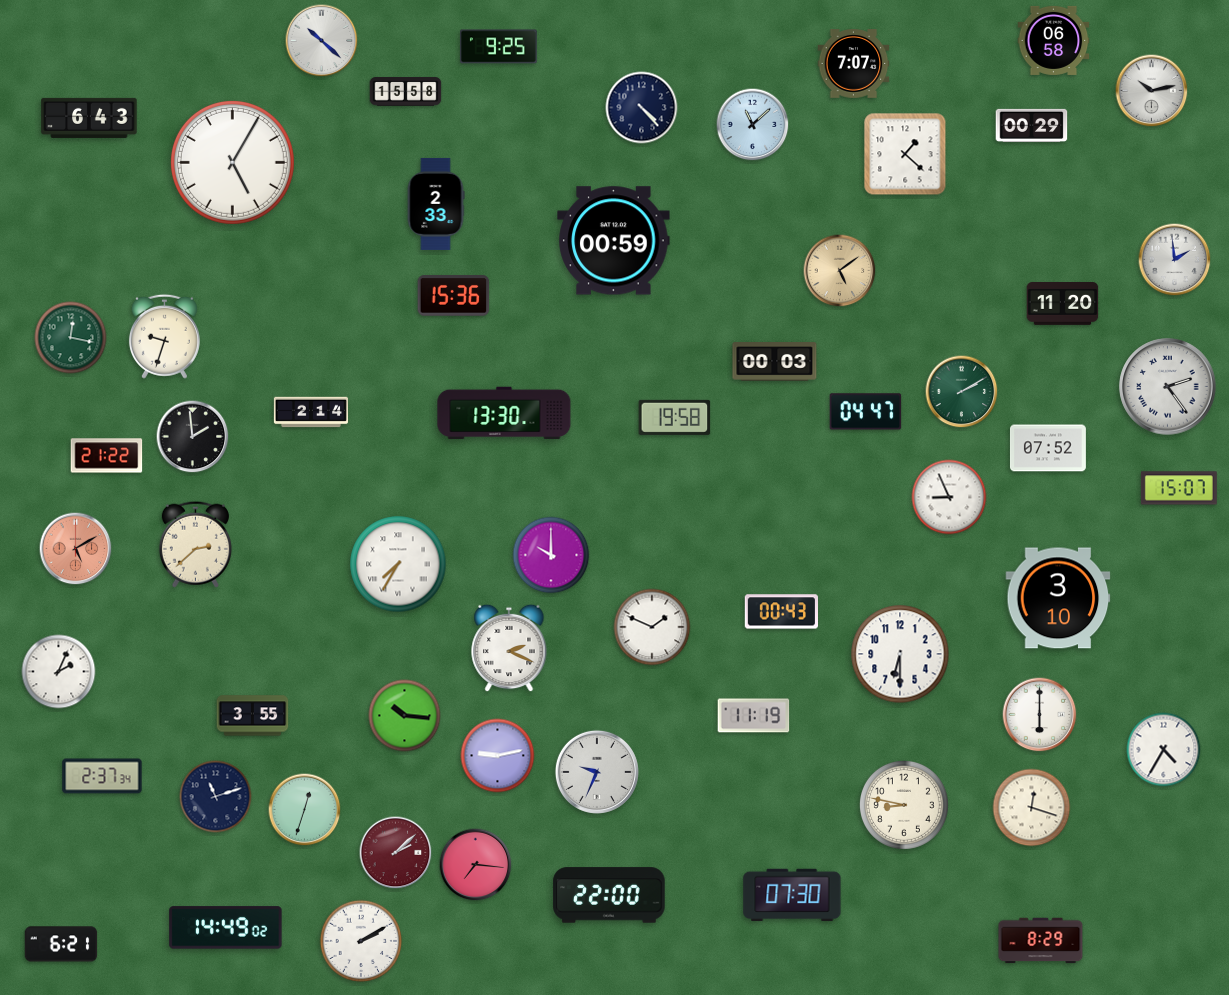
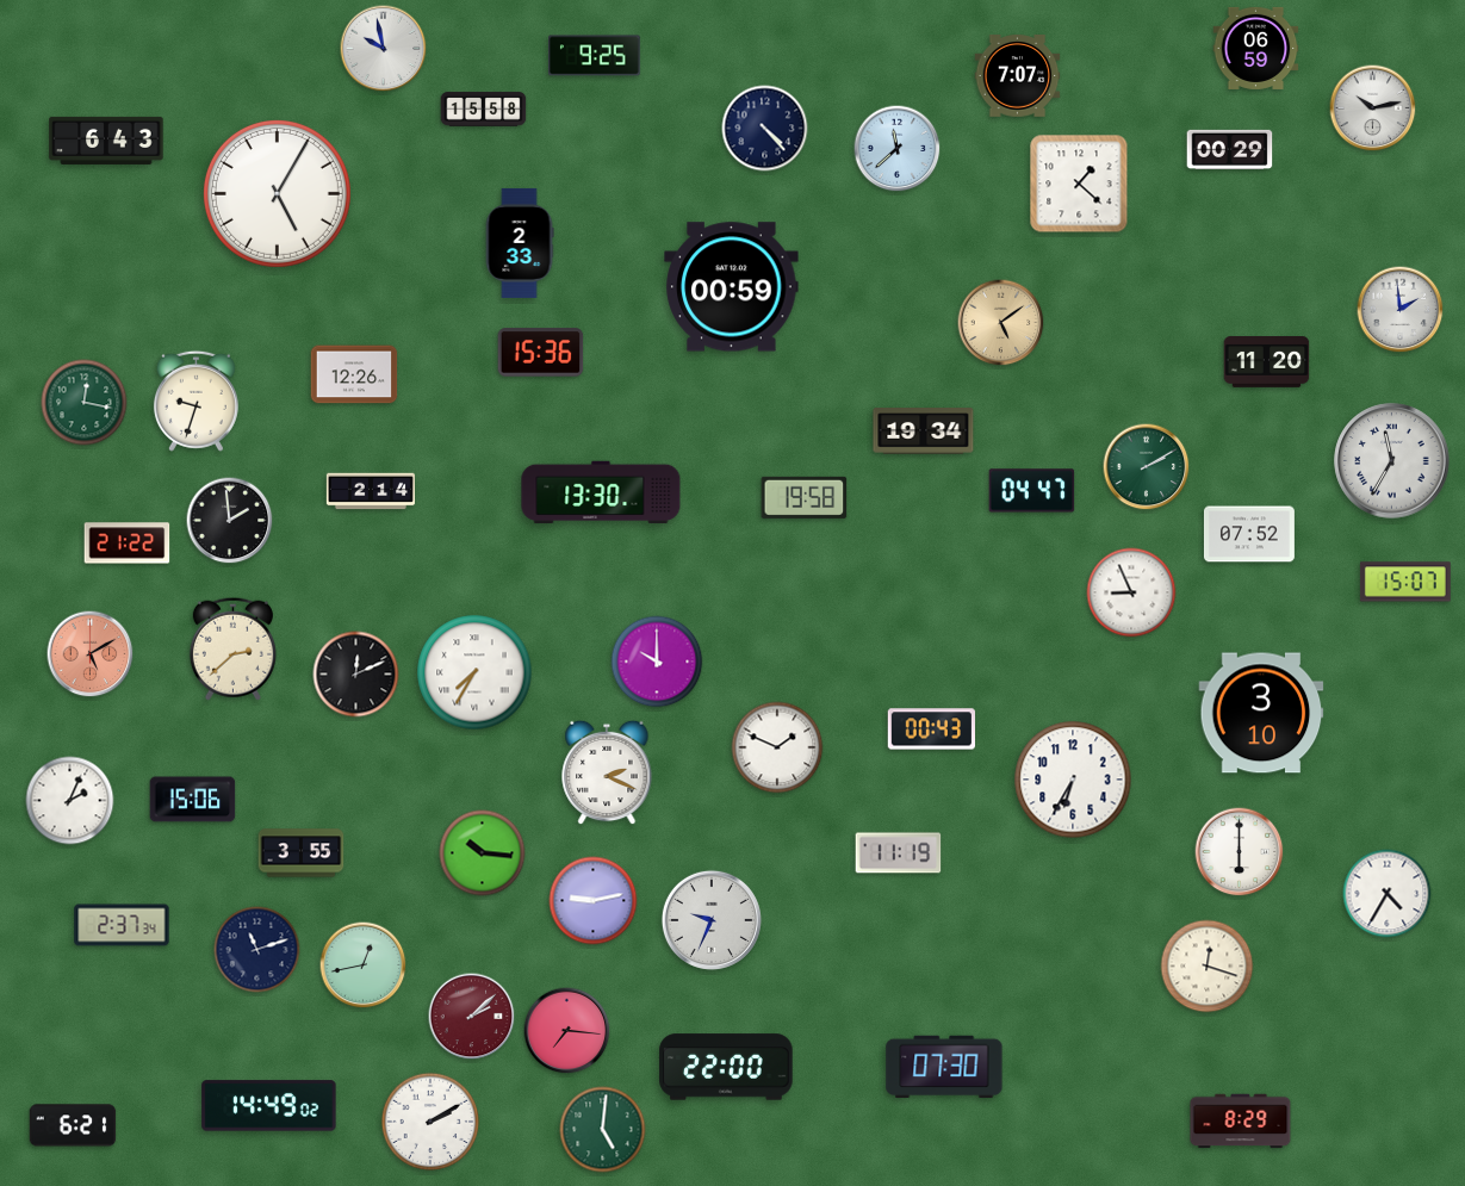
clock at (1054, 40): 06:58 -> 06:59
clock at (322, 41): 10:22 -> 9:58
clock at (753, 125): 11:08 -> 11:38
clock at (354, 374): none -> 12:26
clock at (775, 362): 00:03 -> 19:34
clock at (1168, 387): 2:24 -> 11:35
clock at (356, 675): none -> 12:11
clock at (900, 654): 6:30 -> 6:35
clock at (193, 800): none -> 15:06
clock at (904, 805): 8:47 -> none
clock at (1032, 808) position: (1032, 808) -> (1208, 967)
clock at (305, 810): 12:33 -> 12:43
clock at (603, 1130): none -> 5:01
